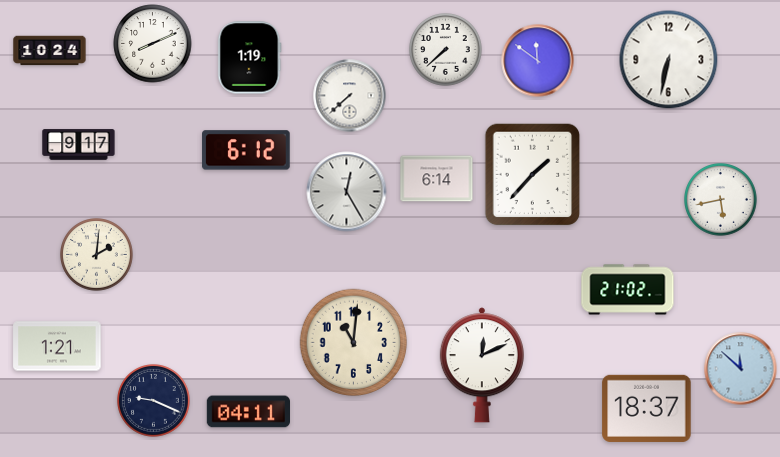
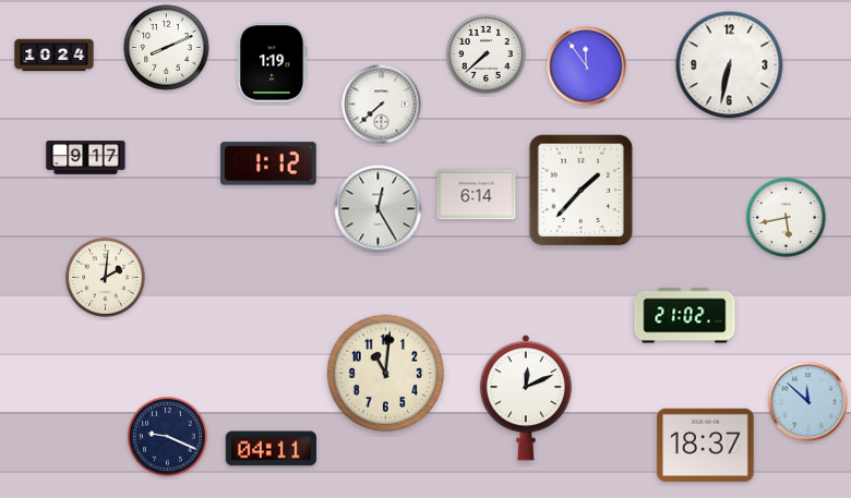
clock at (538, 61): 11:51 -> 11:54
clock at (246, 150): 6:12 -> 1:12
clock at (57, 346): 1:21 -> none
